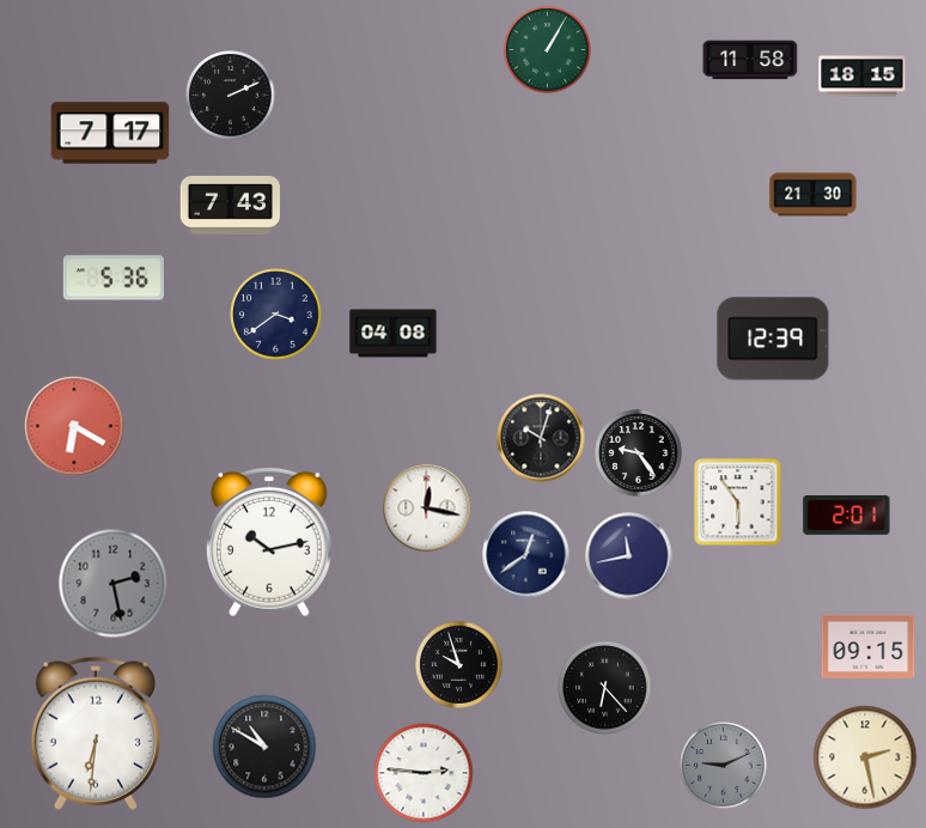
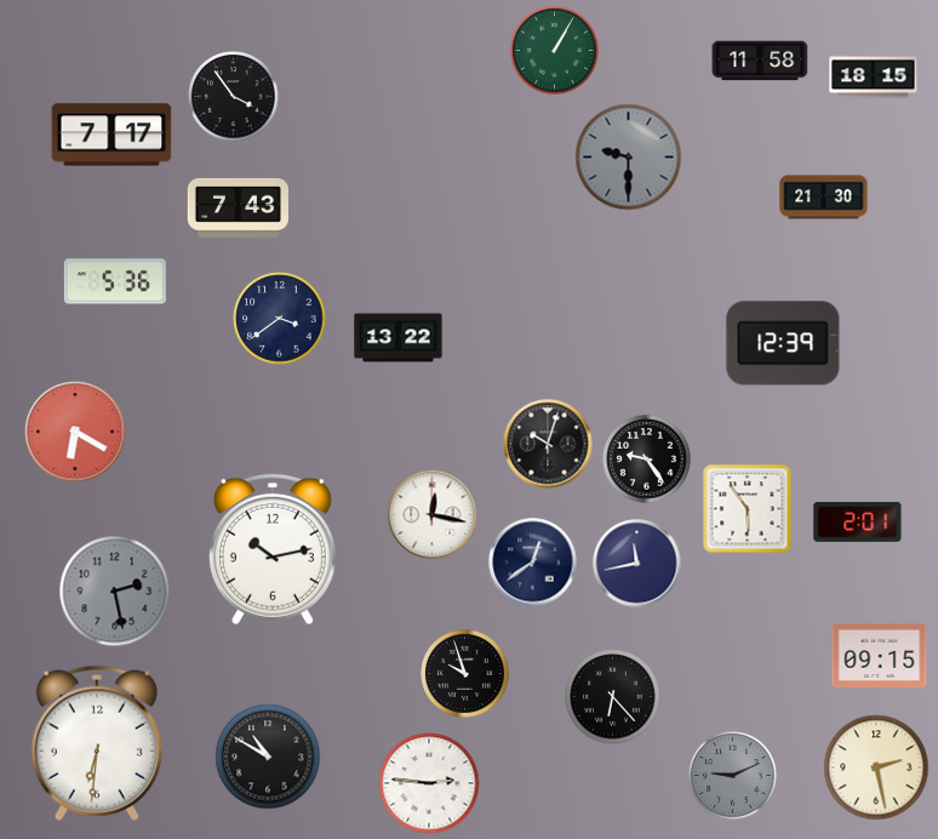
clock at (231, 96): 2:11 -> 3:54
clock at (629, 158): none -> 9:30
clock at (230, 205) position: (230, 205) -> (238, 207)
clock at (394, 334): 04:08 -> 13:22
